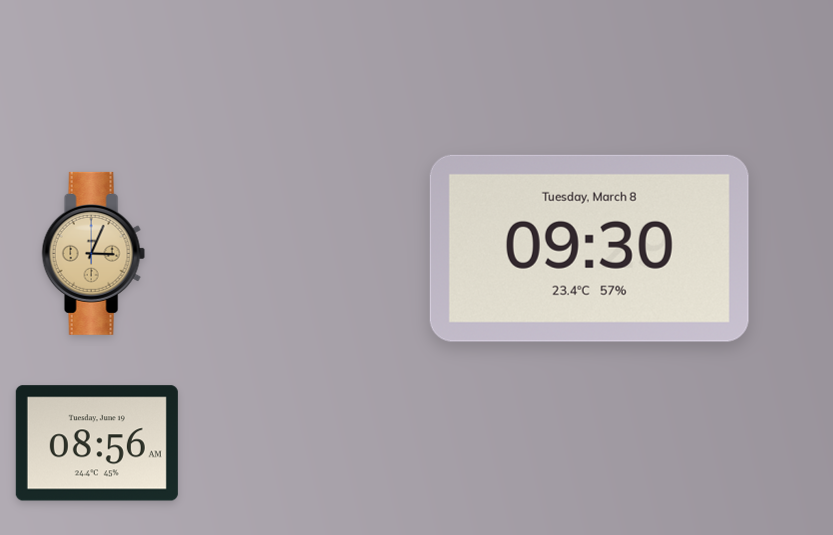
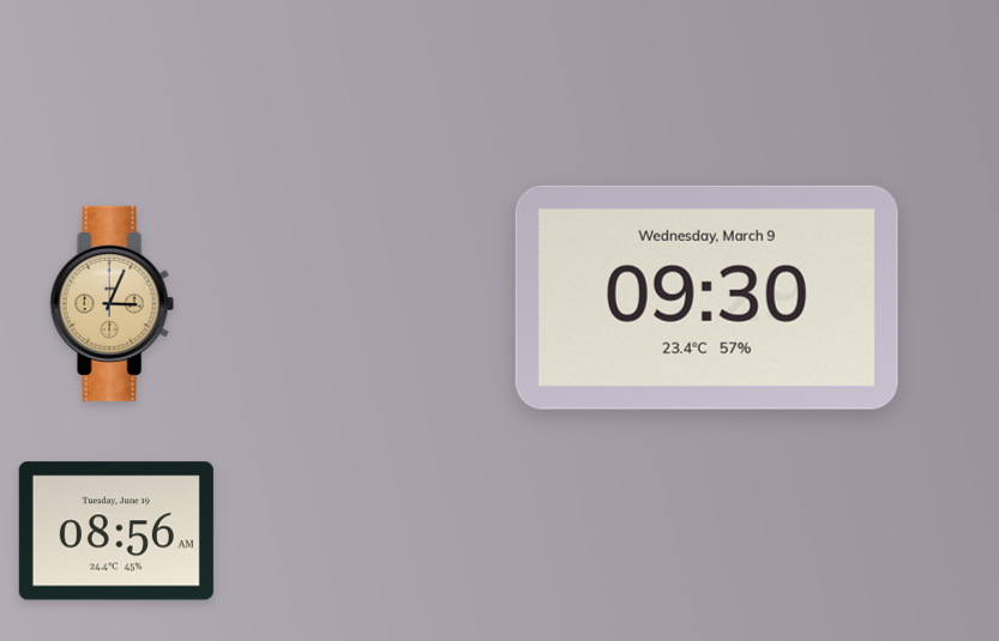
clock at (589, 248) date: Tuesday, March 8 -> Wednesday, March 9
